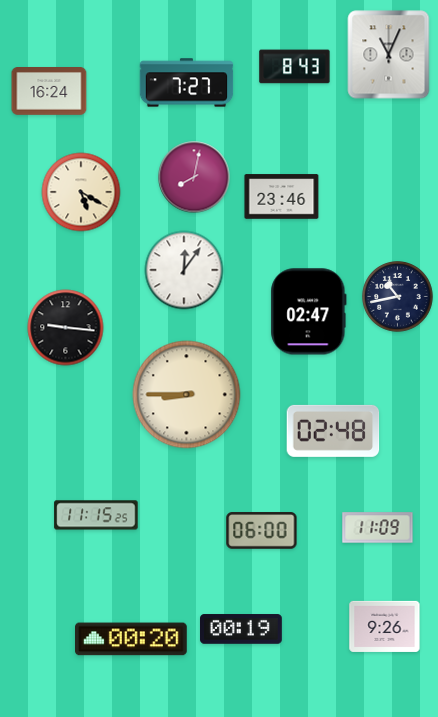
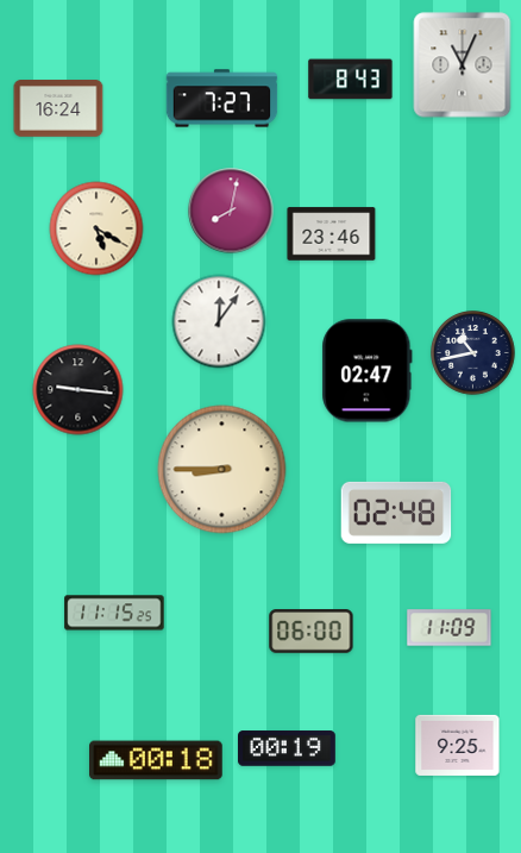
clock at (282, 197) position: (282, 197) -> (332, 234)
clock at (385, 626): 9:26 -> 9:25
clock at (132, 639): 00:20 -> 00:18
